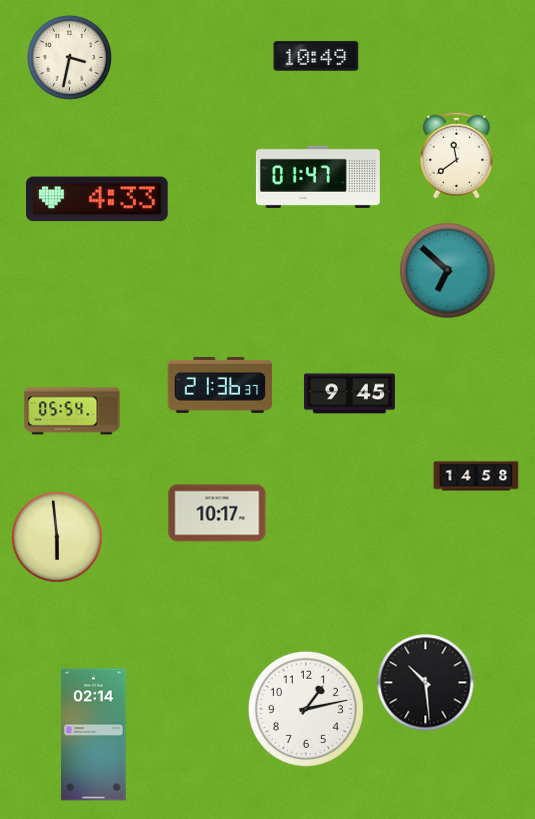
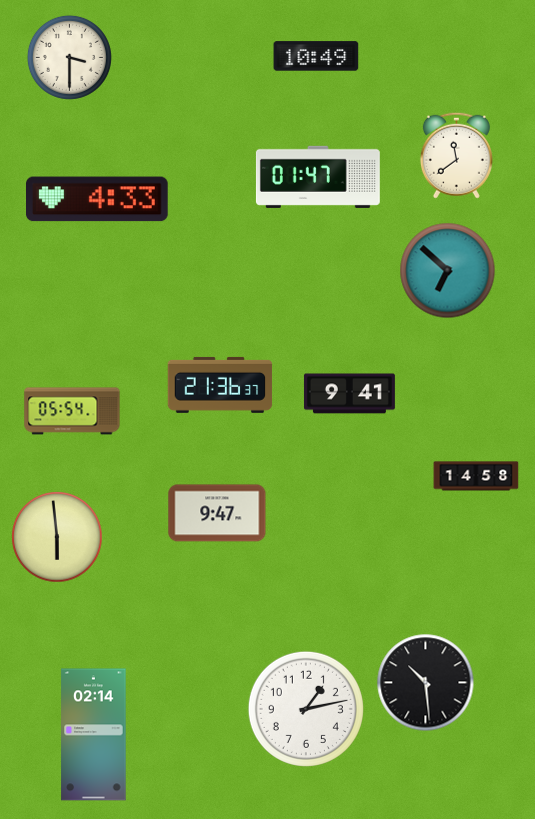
clock at (69, 57): 3:32 -> 3:30
clock at (349, 394): 9:45 -> 9:41
clock at (217, 513): 10:17 -> 9:47
